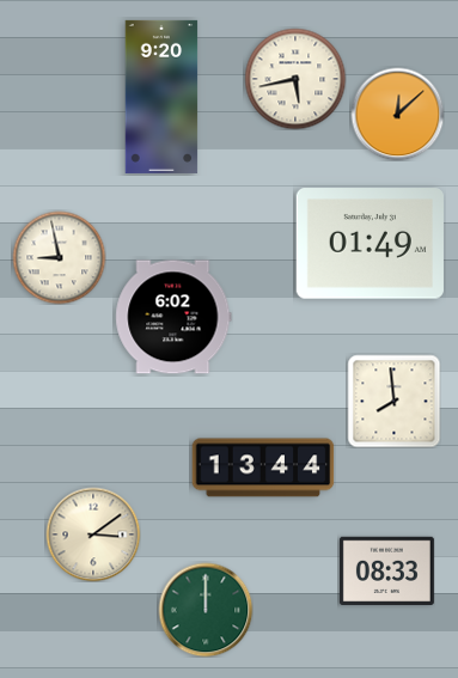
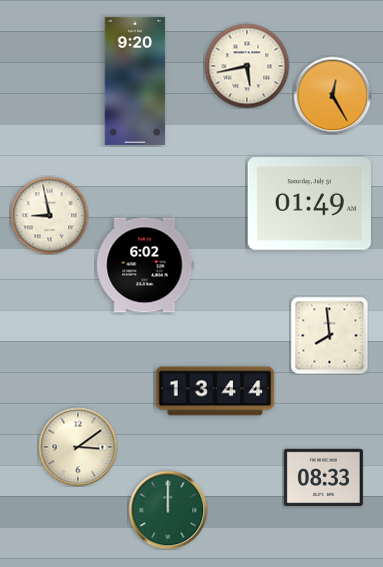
clock at (397, 114): 12:08 -> 12:25
clock at (263, 468) position: (263, 468) -> (215, 391)
clock at (206, 610) position: (206, 610) -> (168, 510)
